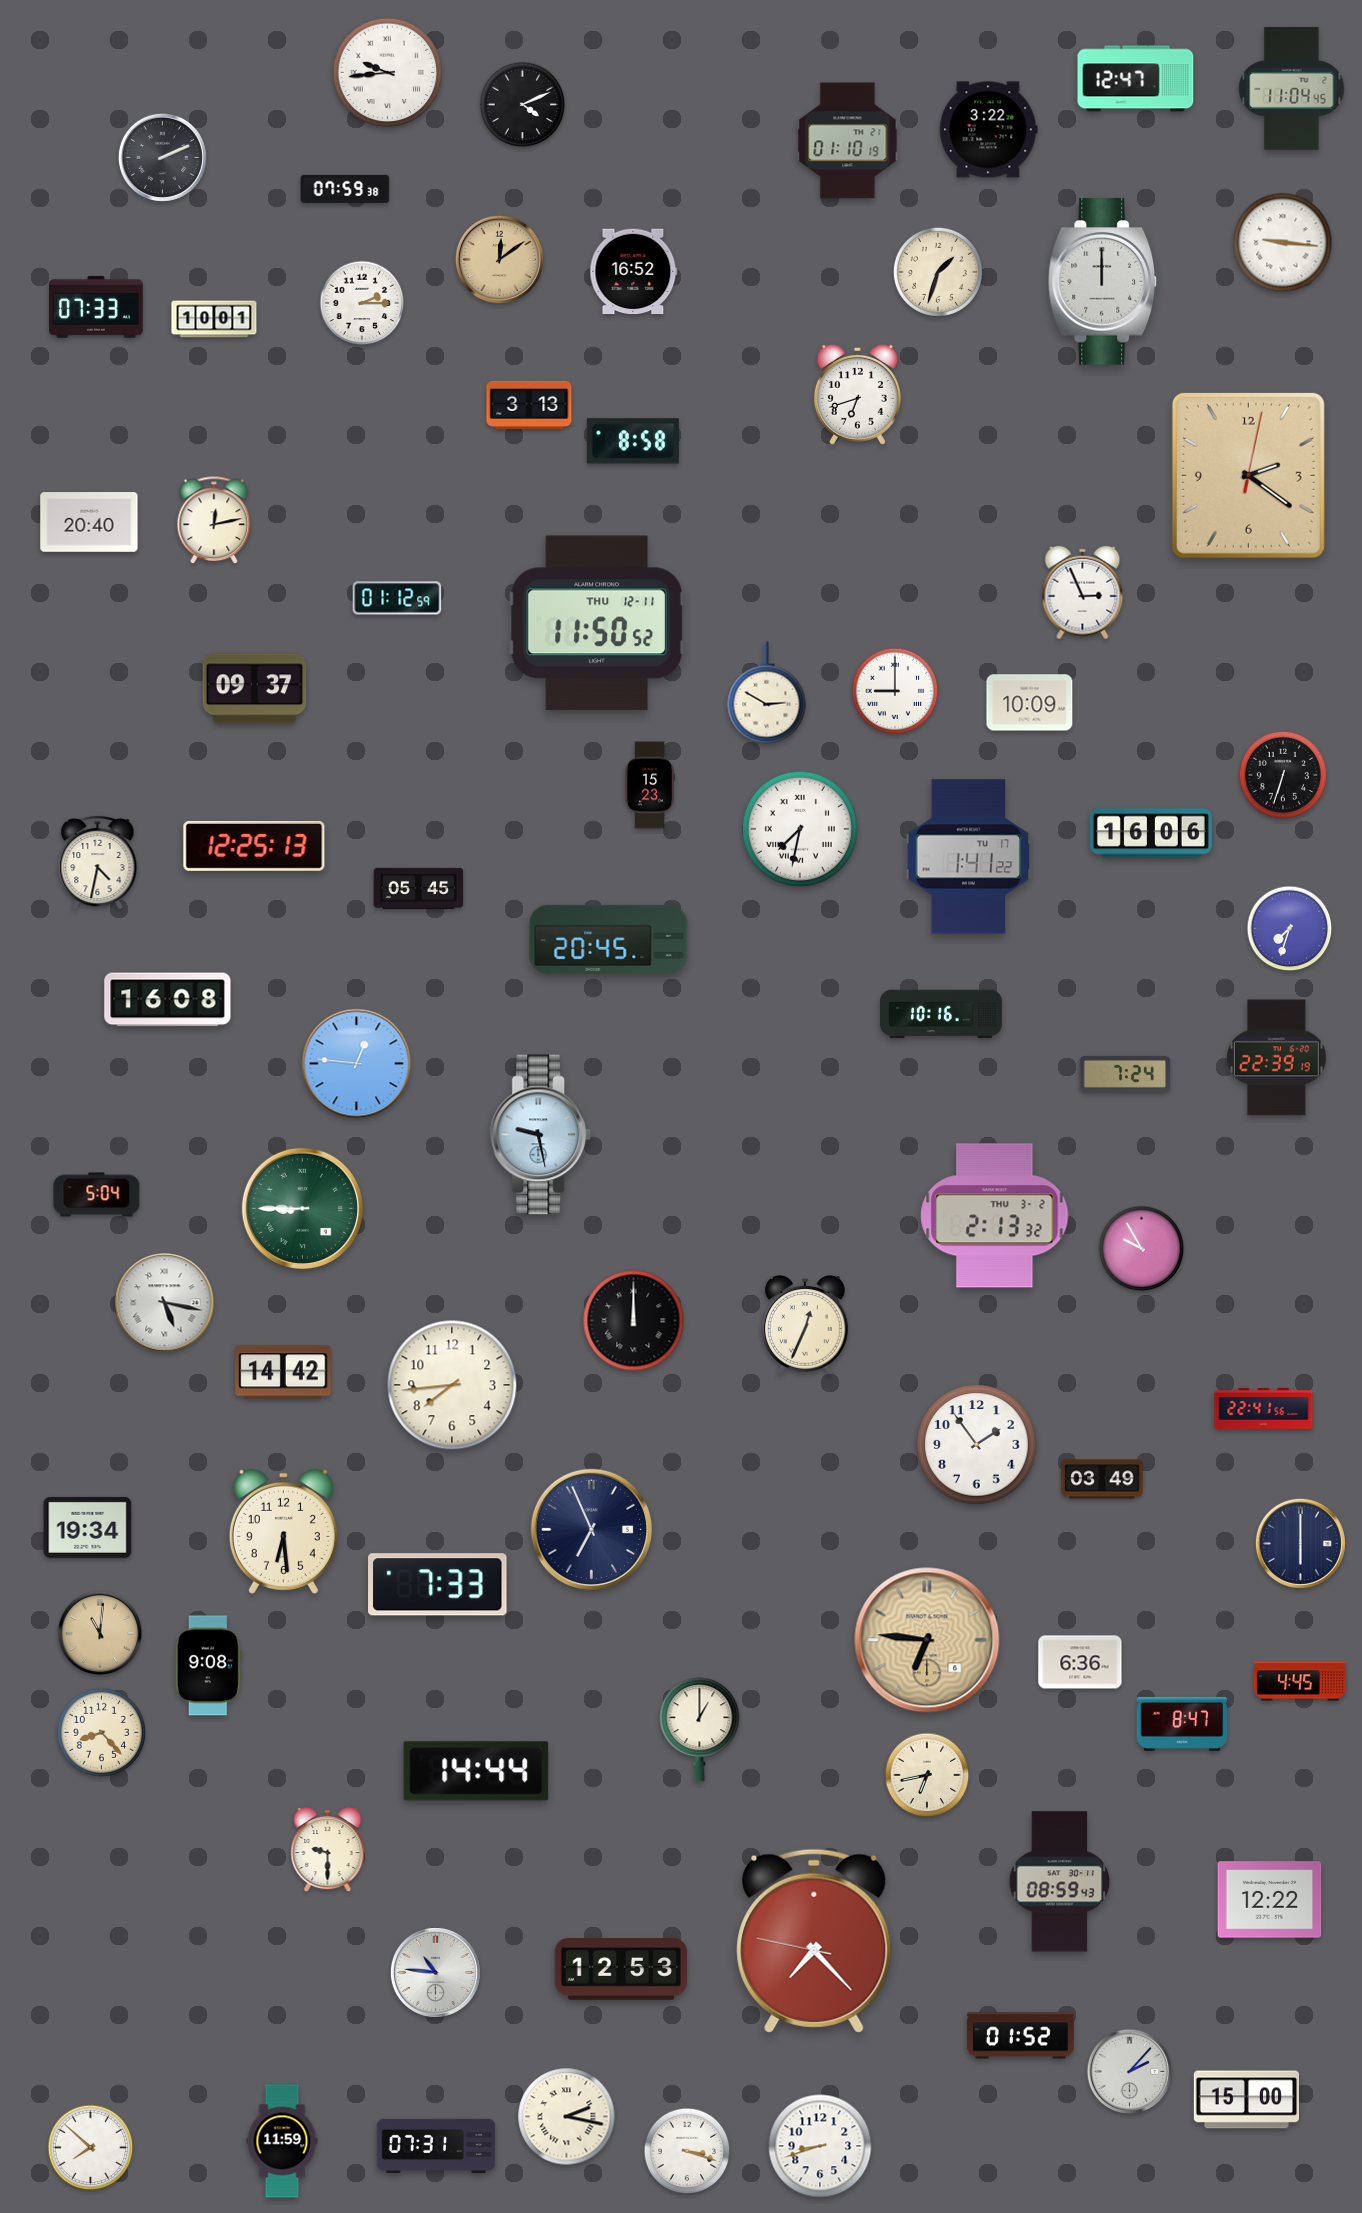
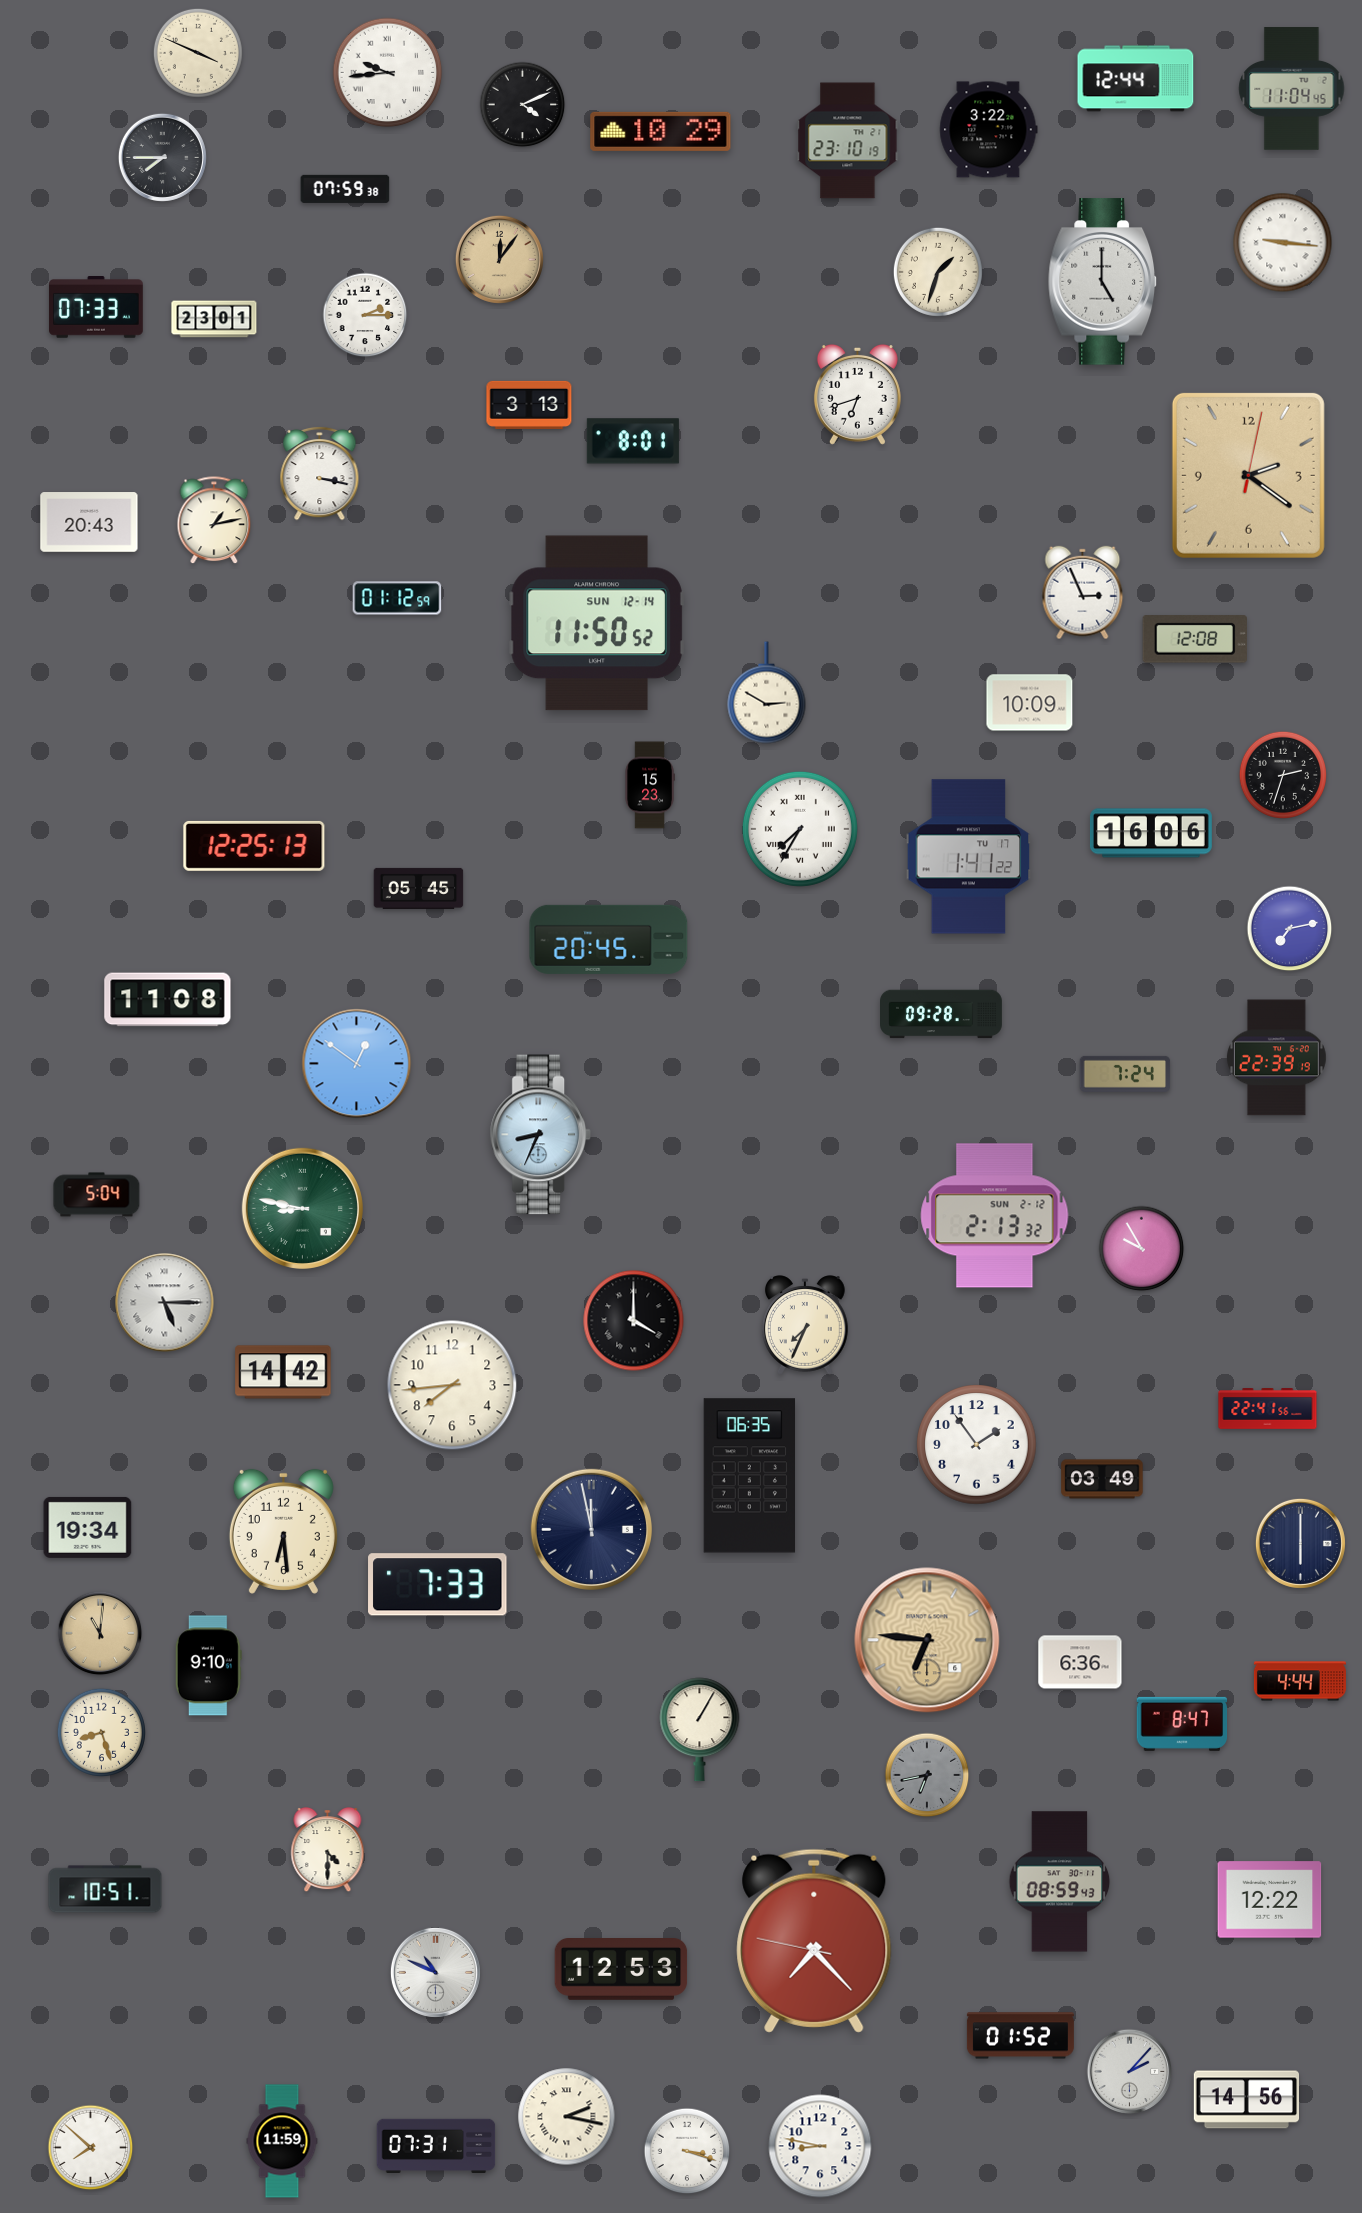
clock at (198, 53): none -> 3:49
clock at (1136, 79): 12:47 -> 12:44
clock at (661, 131): none -> 10:29
clock at (848, 141): 01:10 -> 23:10
clock at (162, 157): 2:11 -> 7:45
clock at (499, 259): 12:09 -> 12:06
clock at (634, 272): 16:52 -> none
clock at (1103, 282): 12:00 -> 5:00
clock at (362, 303) position: (362, 303) -> (365, 315)
clock at (214, 319): 10:01 -> 23:01
clock at (633, 441): 8:58 -> 8:01
clock at (320, 473): none -> 3:17
clock at (214, 521): 12:13 -> 1:13
clock at (89, 522): 20:40 -> 20:43
clock at (597, 623) date: THU 12-11 -> SUN 12-14
clock at (1195, 639): none -> 12:08
clock at (255, 689): 09:37 -> none
clock at (895, 691): 9:00 -> none
clock at (1282, 774): 6:33 -> 2:33
clock at (800, 829): 7:32 -> 7:35
clock at (98, 862): 4:32 -> none
clock at (1290, 929): 7:33 -> 7:13
clock at (168, 1000): 16:08 -> 11:08
clock at (942, 1014): 10:16 -> 09:28
clock at (357, 1064): 12:46 -> 12:51
clock at (540, 1135): 9:28 -> 8:34
clock at (302, 1208): 8:45 -> 8:47
clock at (995, 1216) date: THU 3-2 -> SUN 2-12
clock at (165, 1303): 5:17 -> 5:15
clock at (634, 1321): 12:00 -> 4:00
clock at (805, 1325): 12:34 -> 7:34
clock at (1264, 1409) position: (1264, 1409) -> (1268, 1409)
clock at (750, 1476): none -> 06:35
clock at (591, 1529): 6:56 -> 11:58
clock at (208, 1666): 9:08 -> 9:10
clock at (1300, 1681): 4:45 -> 4:44
clock at (700, 1730): 1:00 -> 1:05
clock at (101, 1732): 8:23 -> 8:27
clock at (476, 1771): 14:44 -> none
clock at (927, 1775) dial: cream -> grey
clock at (328, 1851): 9:30 -> 4:30
clock at (105, 1889): none -> 10:51
clock at (435, 1972): 10:46 -> 10:49
clock at (1246, 2100): 15:00 -> 14:56
clock at (820, 2146): 8:42 -> 8:47
